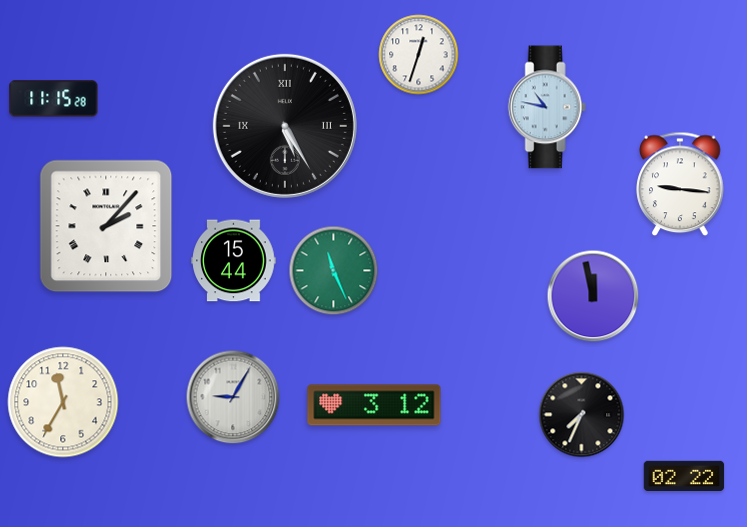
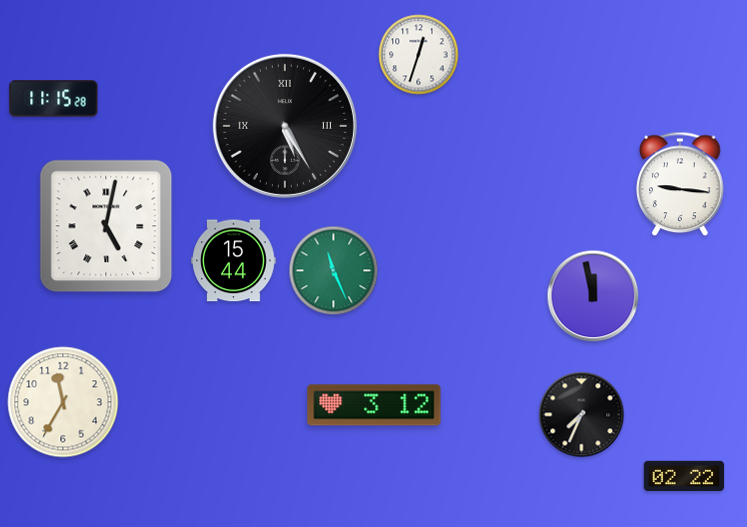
clock at (547, 107): 10:47 -> none
clock at (106, 226): 2:07 -> 5:02
clock at (233, 397): 9:05 -> none
